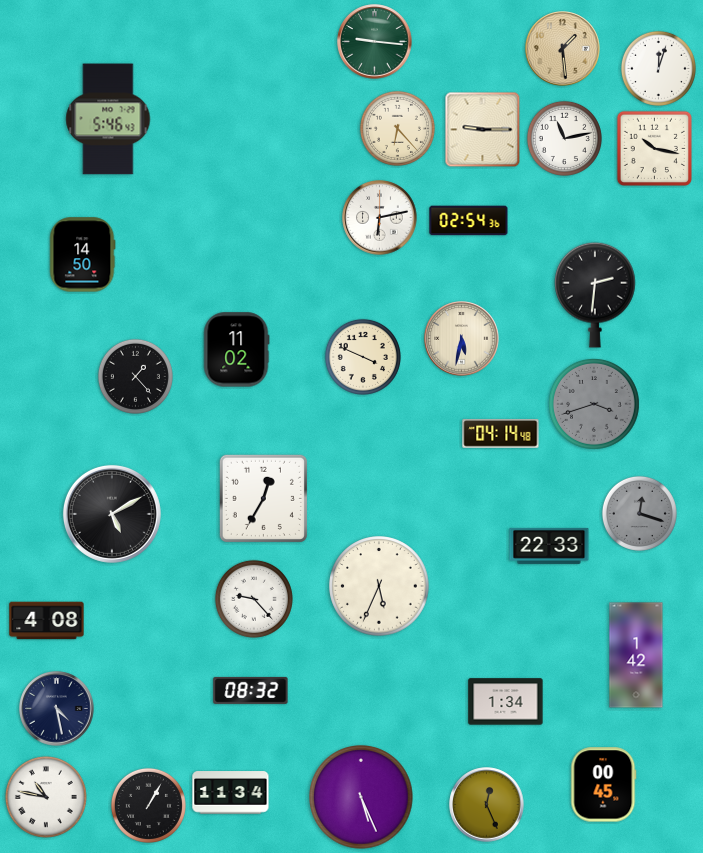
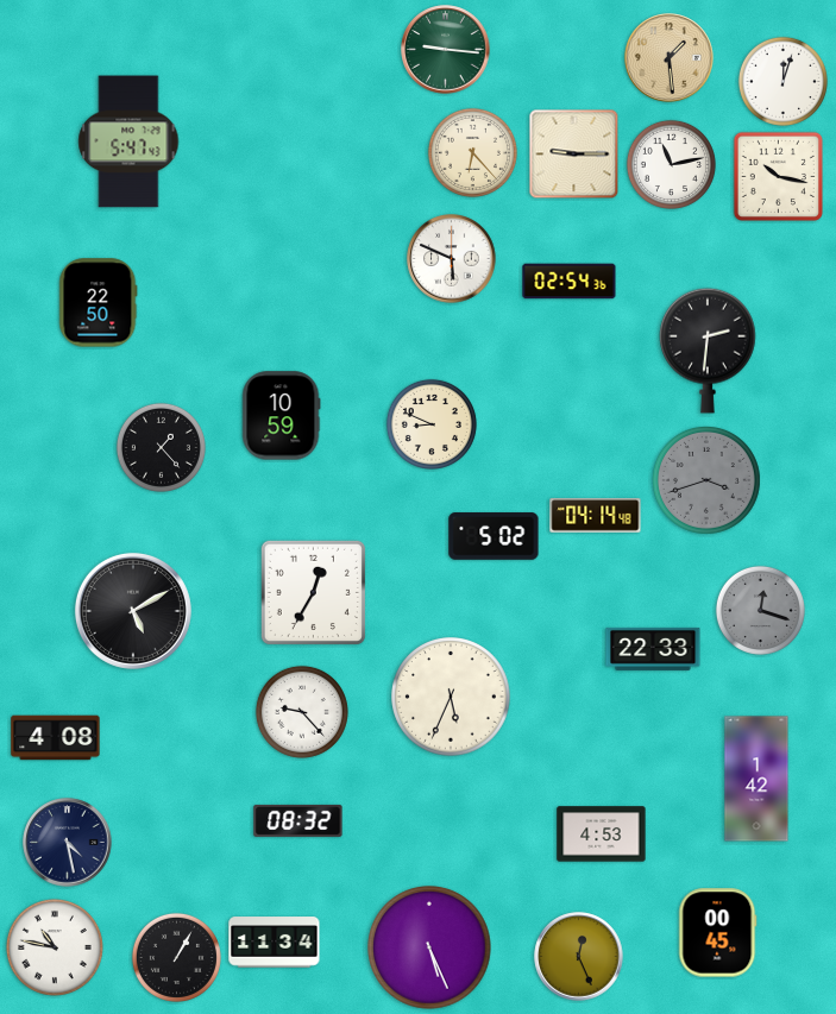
clock at (108, 119): 5:46 -> 5:47
clock at (380, 218): 6:13 -> 5:49
clock at (469, 221) position: (469, 221) -> (570, 282)
clock at (83, 255): 14:50 -> 22:50
clock at (462, 339): 5:32 -> none
clock at (236, 350): 11:02 -> 10:59
clock at (363, 357): 3:49 -> 8:49
clock at (494, 536): none -> 5:02
clock at (506, 702): 1:34 -> 4:53
